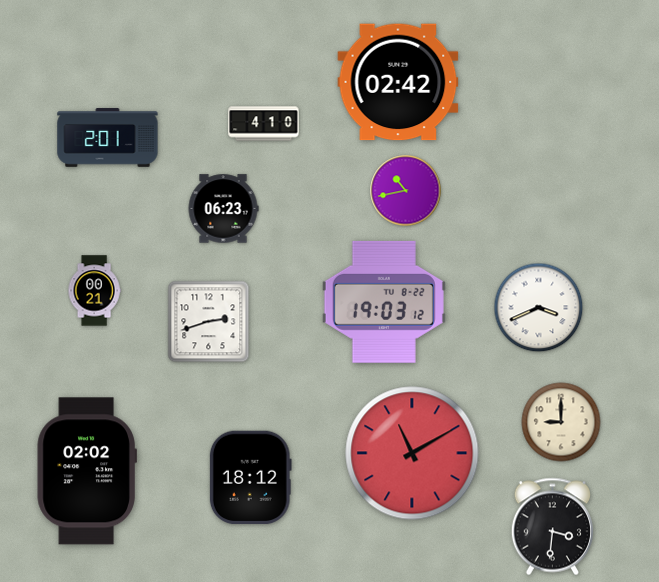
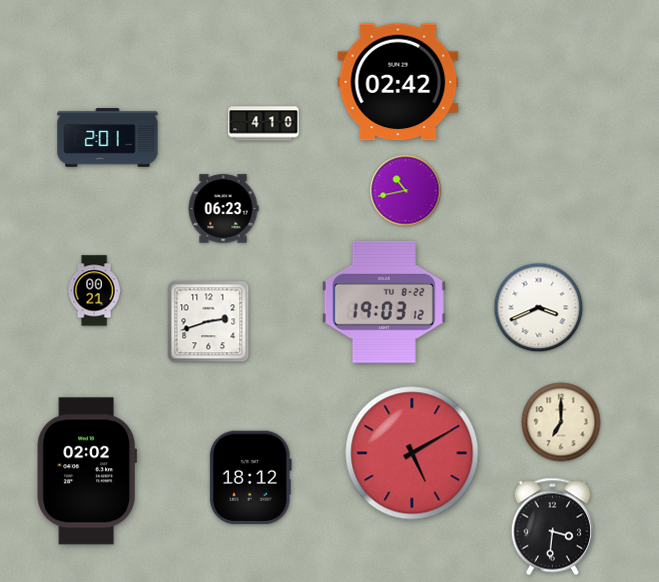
clock at (561, 422): 9:00 -> 7:00
clock at (412, 453): 11:10 -> 5:10
